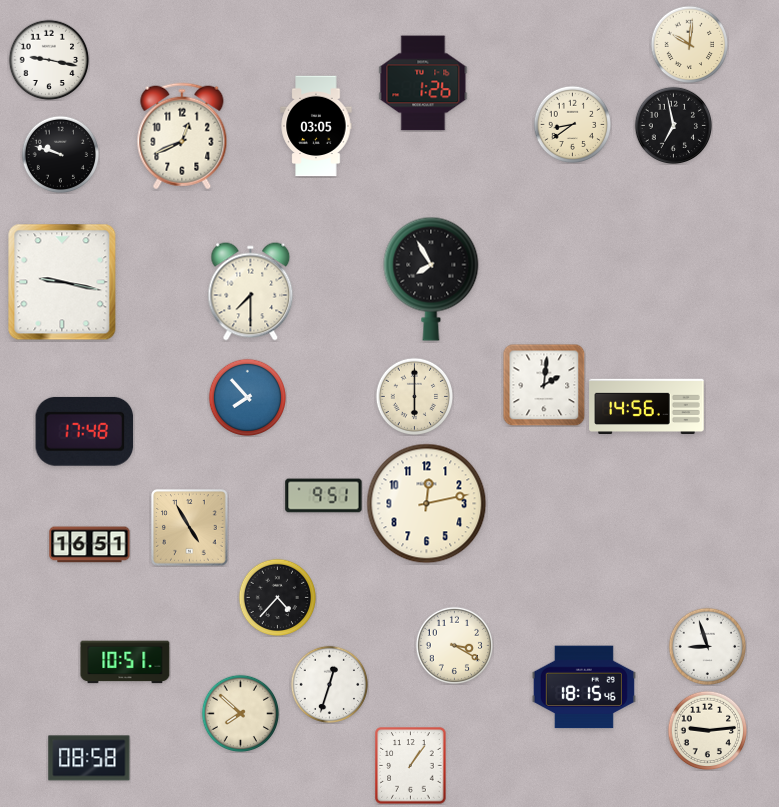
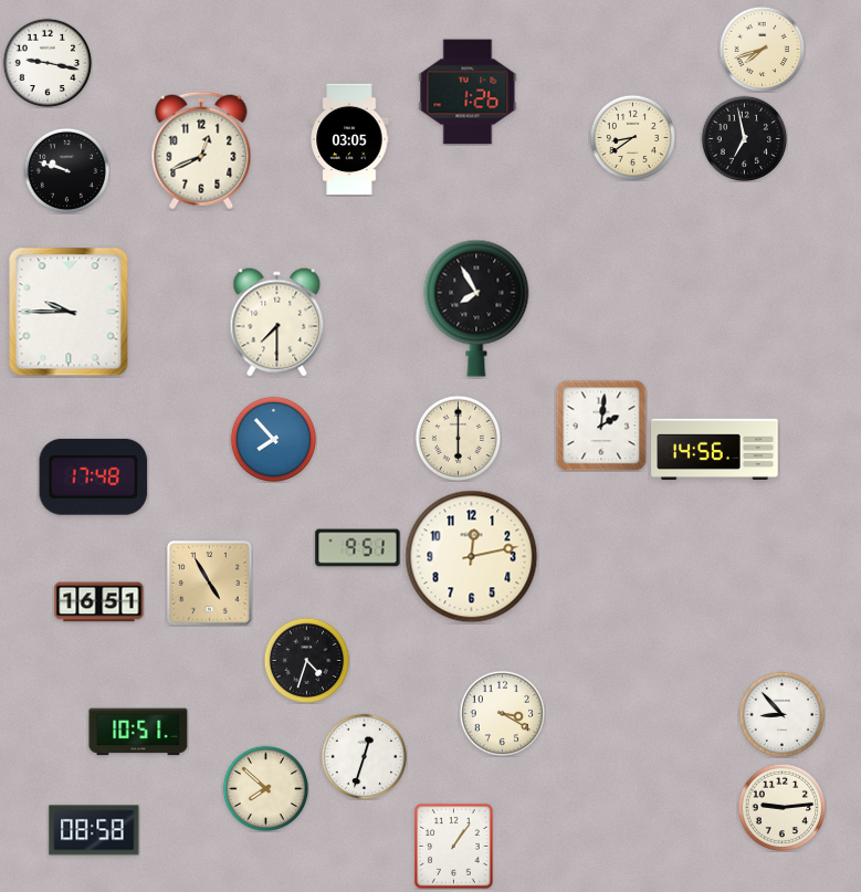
clock at (689, 44): 10:01 -> 7:42
clock at (49, 60) position: (49, 60) -> (48, 63)
clock at (62, 282): 9:17 -> 9:45
clock at (277, 597): 4:37 -> 4:33
clock at (707, 646): 8:57 -> 8:53
clock at (584, 687): 18:15 -> none
clock at (89, 758) position: (89, 758) -> (94, 830)
